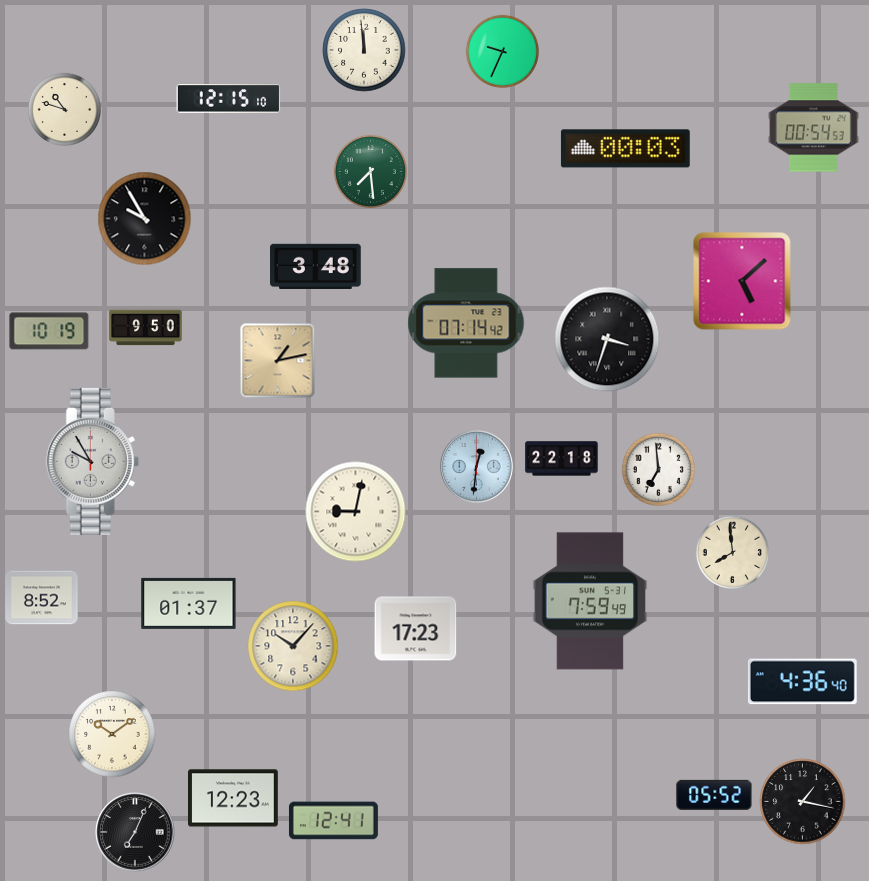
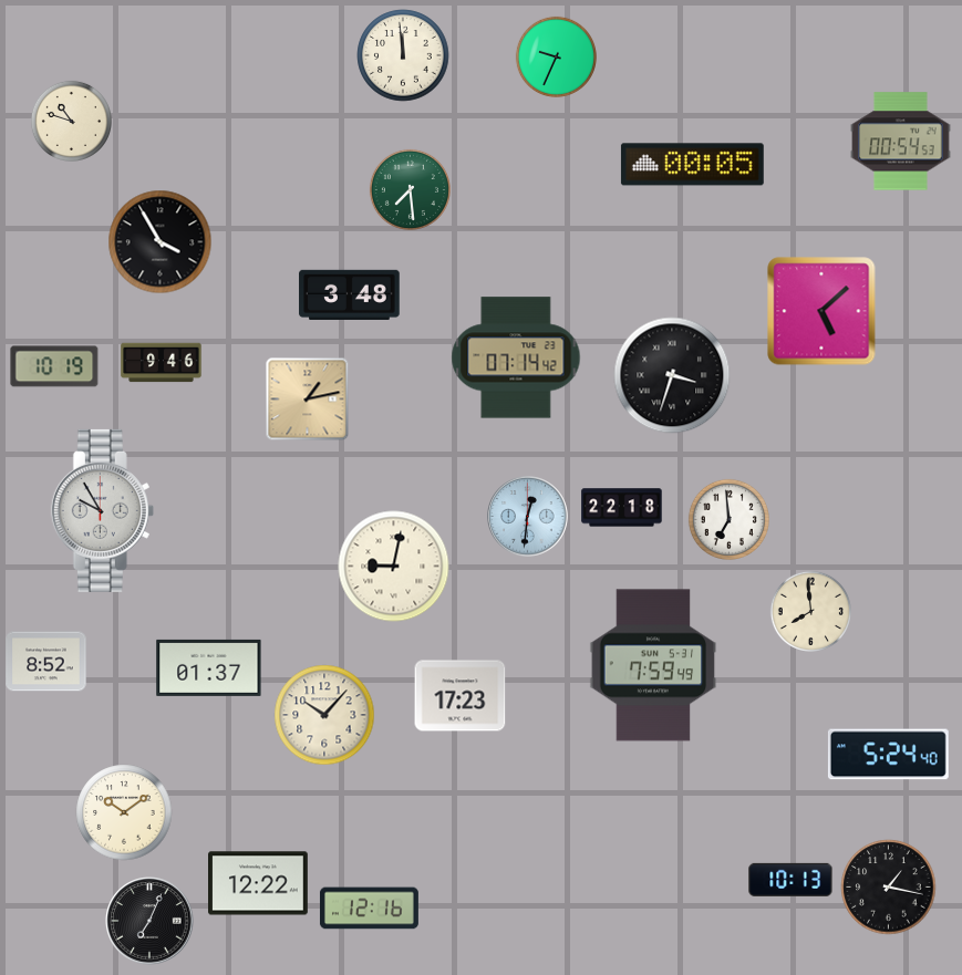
clock at (229, 99): 12:15 -> none
clock at (625, 149): 00:03 -> 00:05
clock at (145, 219): 9:55 -> 3:55
clock at (146, 328): 9:50 -> 9:46
clock at (802, 682): 4:36 -> 5:24
clock at (714, 795): 05:52 -> 10:13
clock at (234, 798): 12:23 -> 12:22
clock at (333, 821): 12:41 -> 12:16
